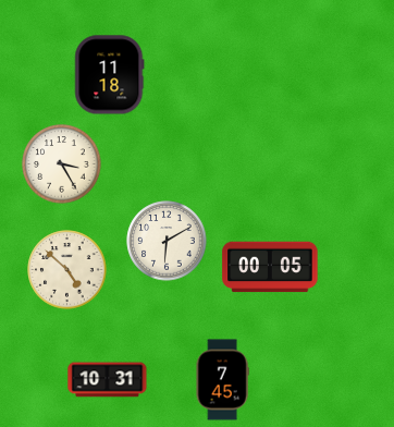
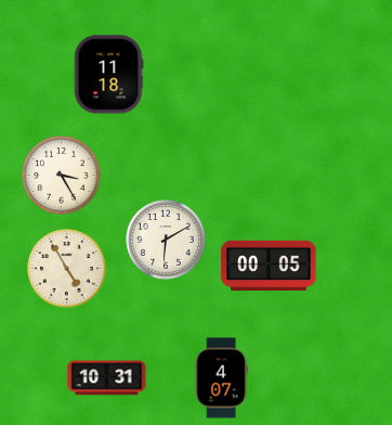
clock at (62, 164) position: (62, 164) -> (62, 176)
clock at (67, 270): 4:52 -> 4:55
clock at (222, 380): 7:45 -> 4:07
